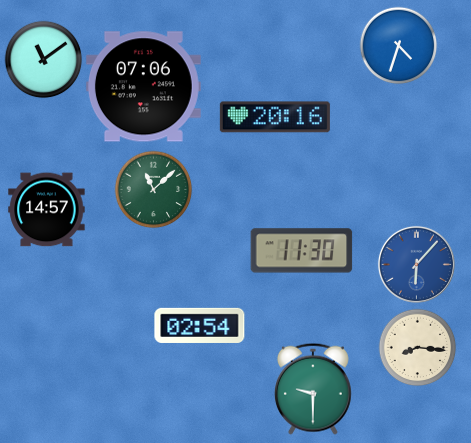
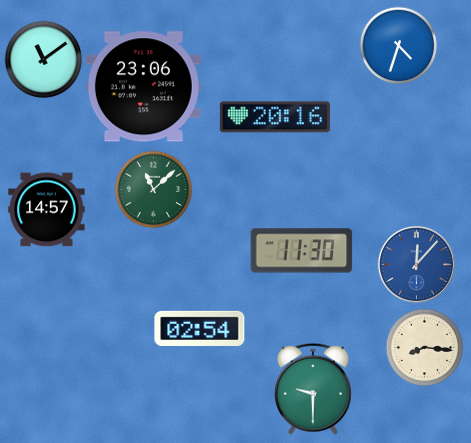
clock at (143, 87): 07:06 -> 23:06
clock at (416, 264): 6:07 -> 12:07
clock at (200, 325) position: (200, 325) -> (200, 328)
clock at (417, 347) position: (417, 347) -> (424, 347)
